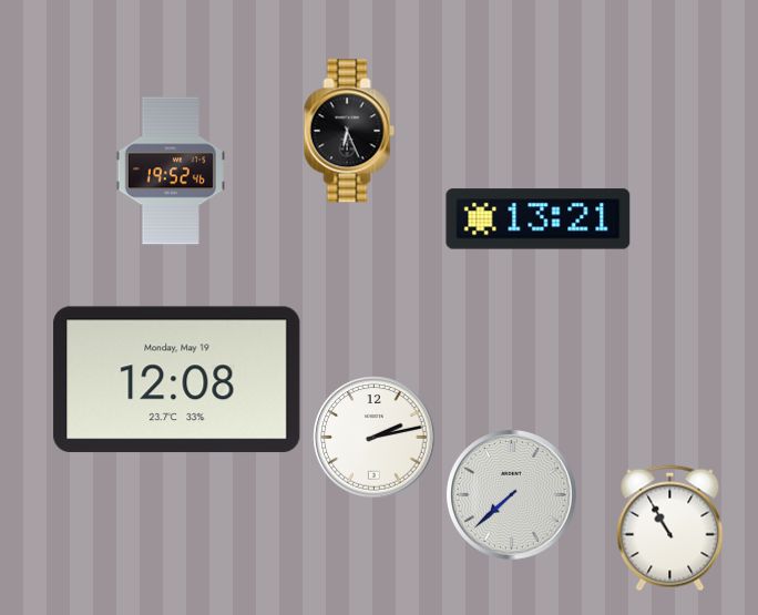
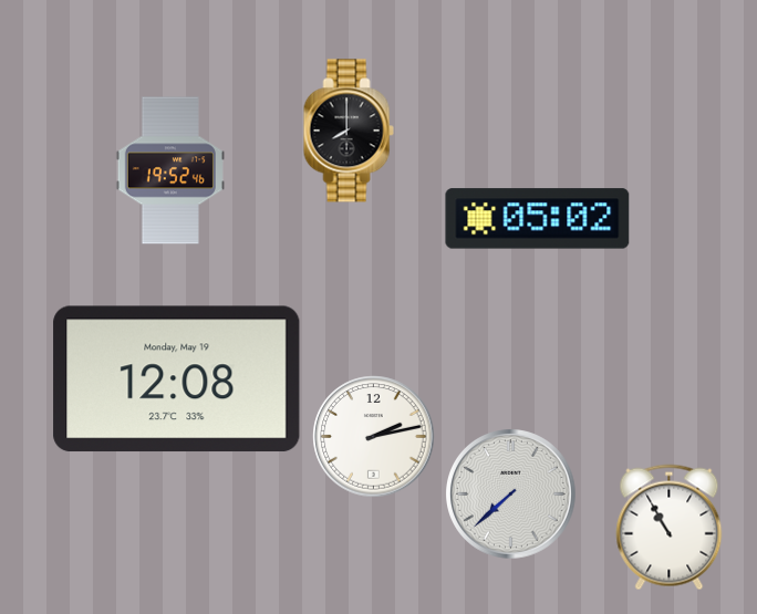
clock at (349, 131): 6:26 -> 8:00
clock at (539, 219): 13:21 -> 05:02
